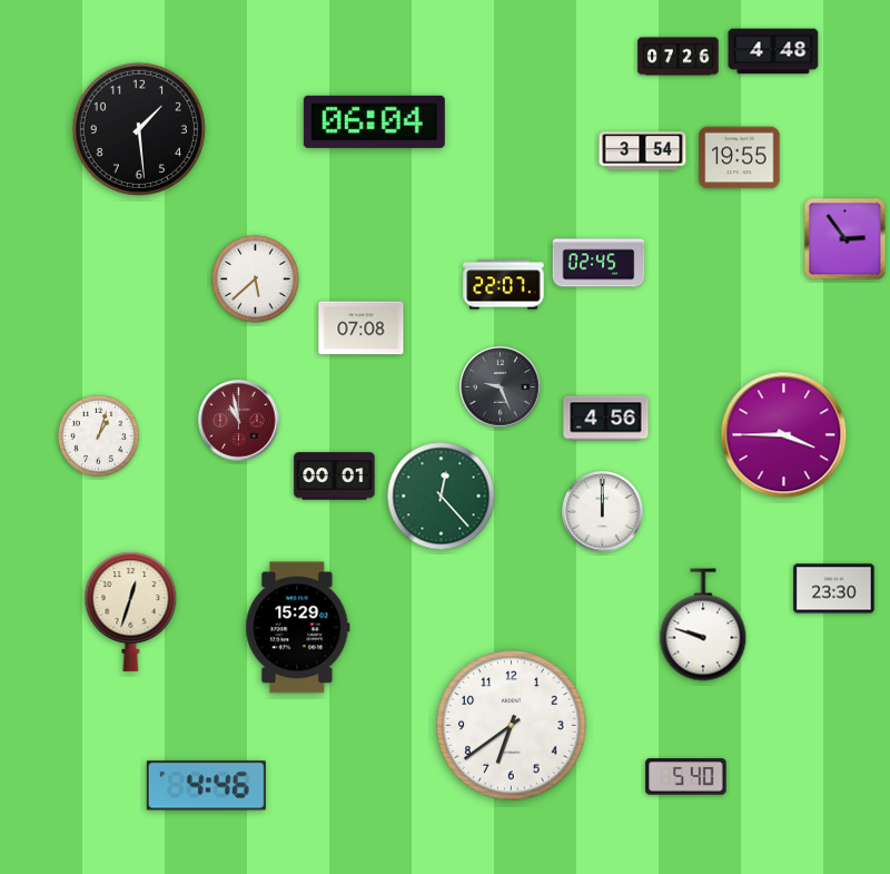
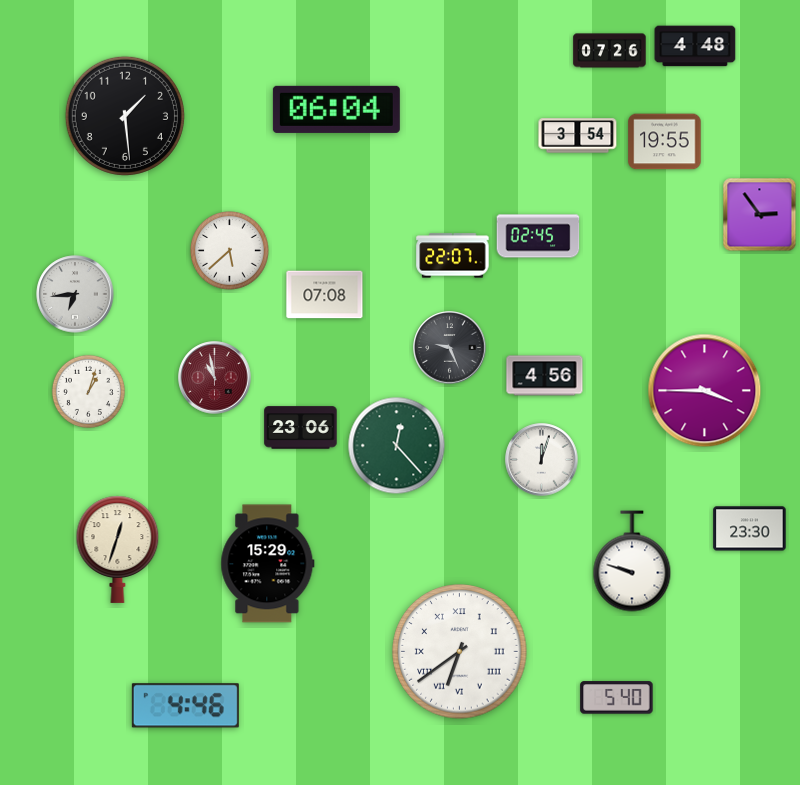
clock at (75, 294): none -> 6:44
clock at (335, 477): 00:01 -> 23:06
clock at (603, 512): 12:00 -> 12:03
clock at (512, 726) numerals: Arabic -> Roman
